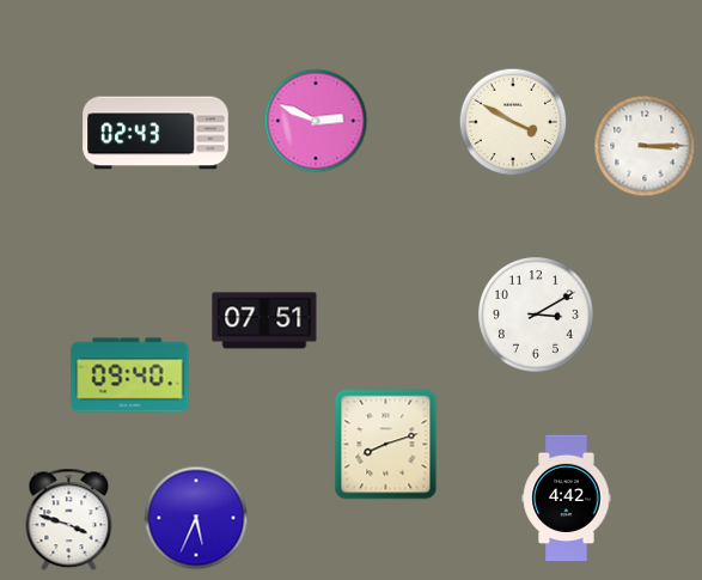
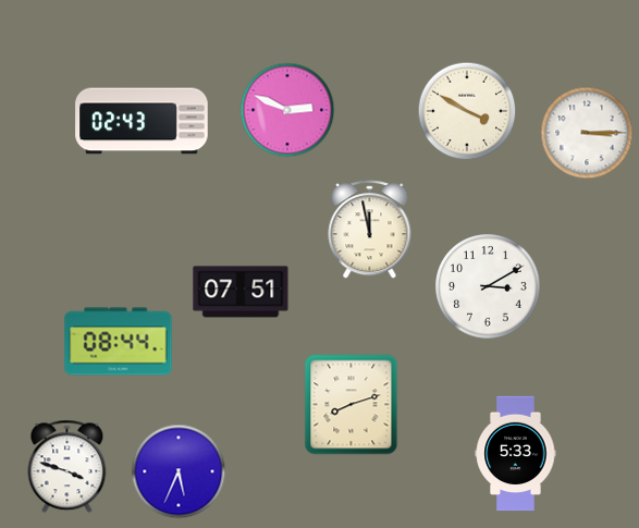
clock at (370, 230): none -> 11:58
clock at (130, 376): 09:40 -> 08:44
clock at (567, 499): 4:42 -> 5:33
clock at (69, 520) position: (69, 520) -> (67, 467)
